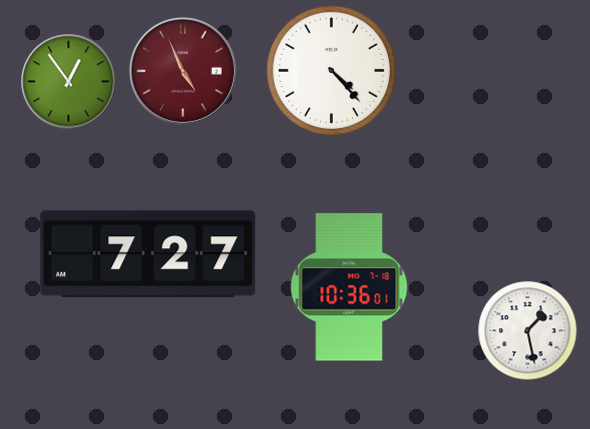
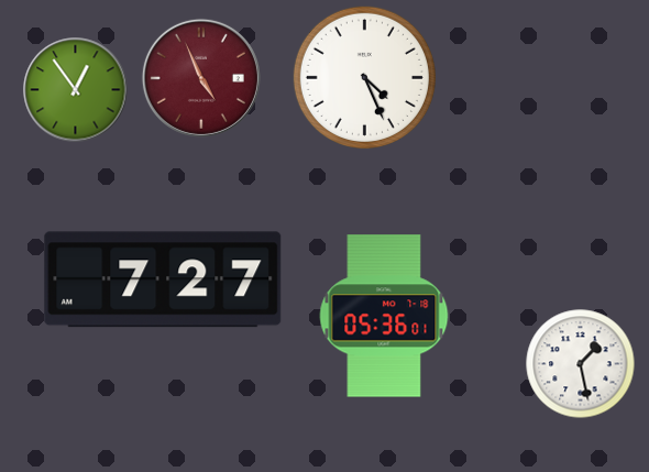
clock at (331, 70): 4:23 -> 4:26
clock at (349, 287): 10:36 -> 05:36
